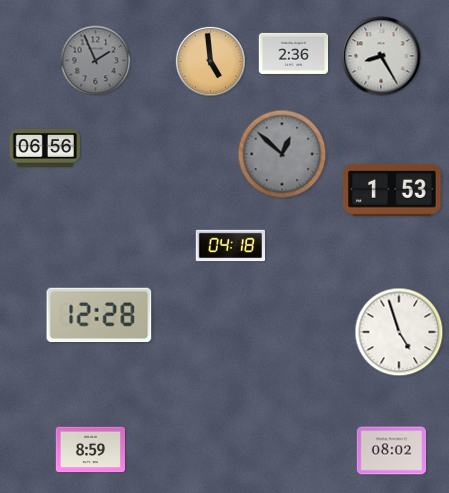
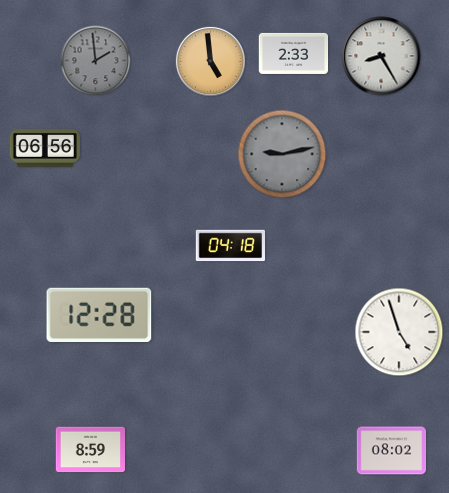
clock at (294, 53): 2:36 -> 2:33
clock at (96, 61): 1:56 -> 1:59
clock at (282, 154): 12:52 -> 9:13
clock at (393, 190): 1:53 -> none
